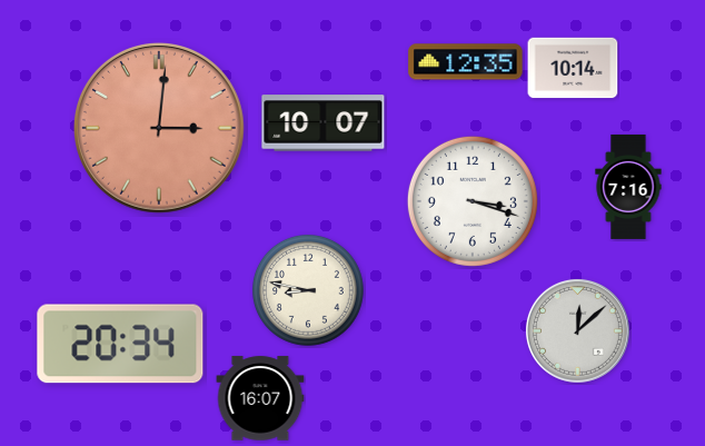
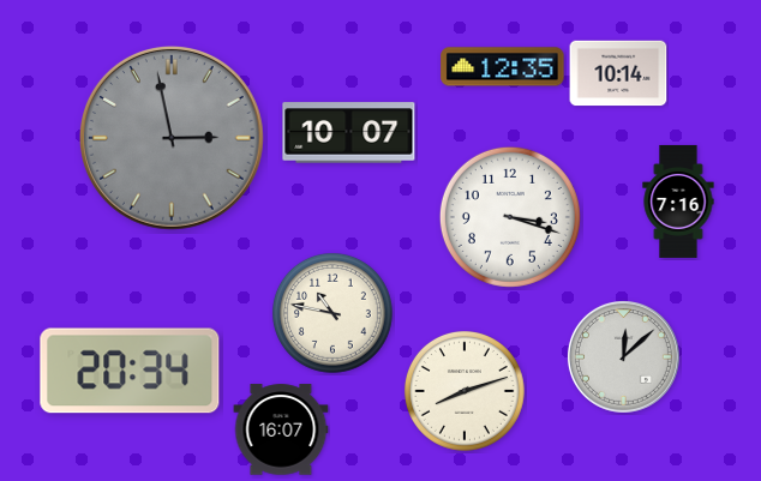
clock at (159, 128): 3:01 -> 2:58
clock at (159, 128) dial: salmon -> grey
clock at (308, 290): 8:47 -> 10:47
clock at (465, 391): none -> 8:12
